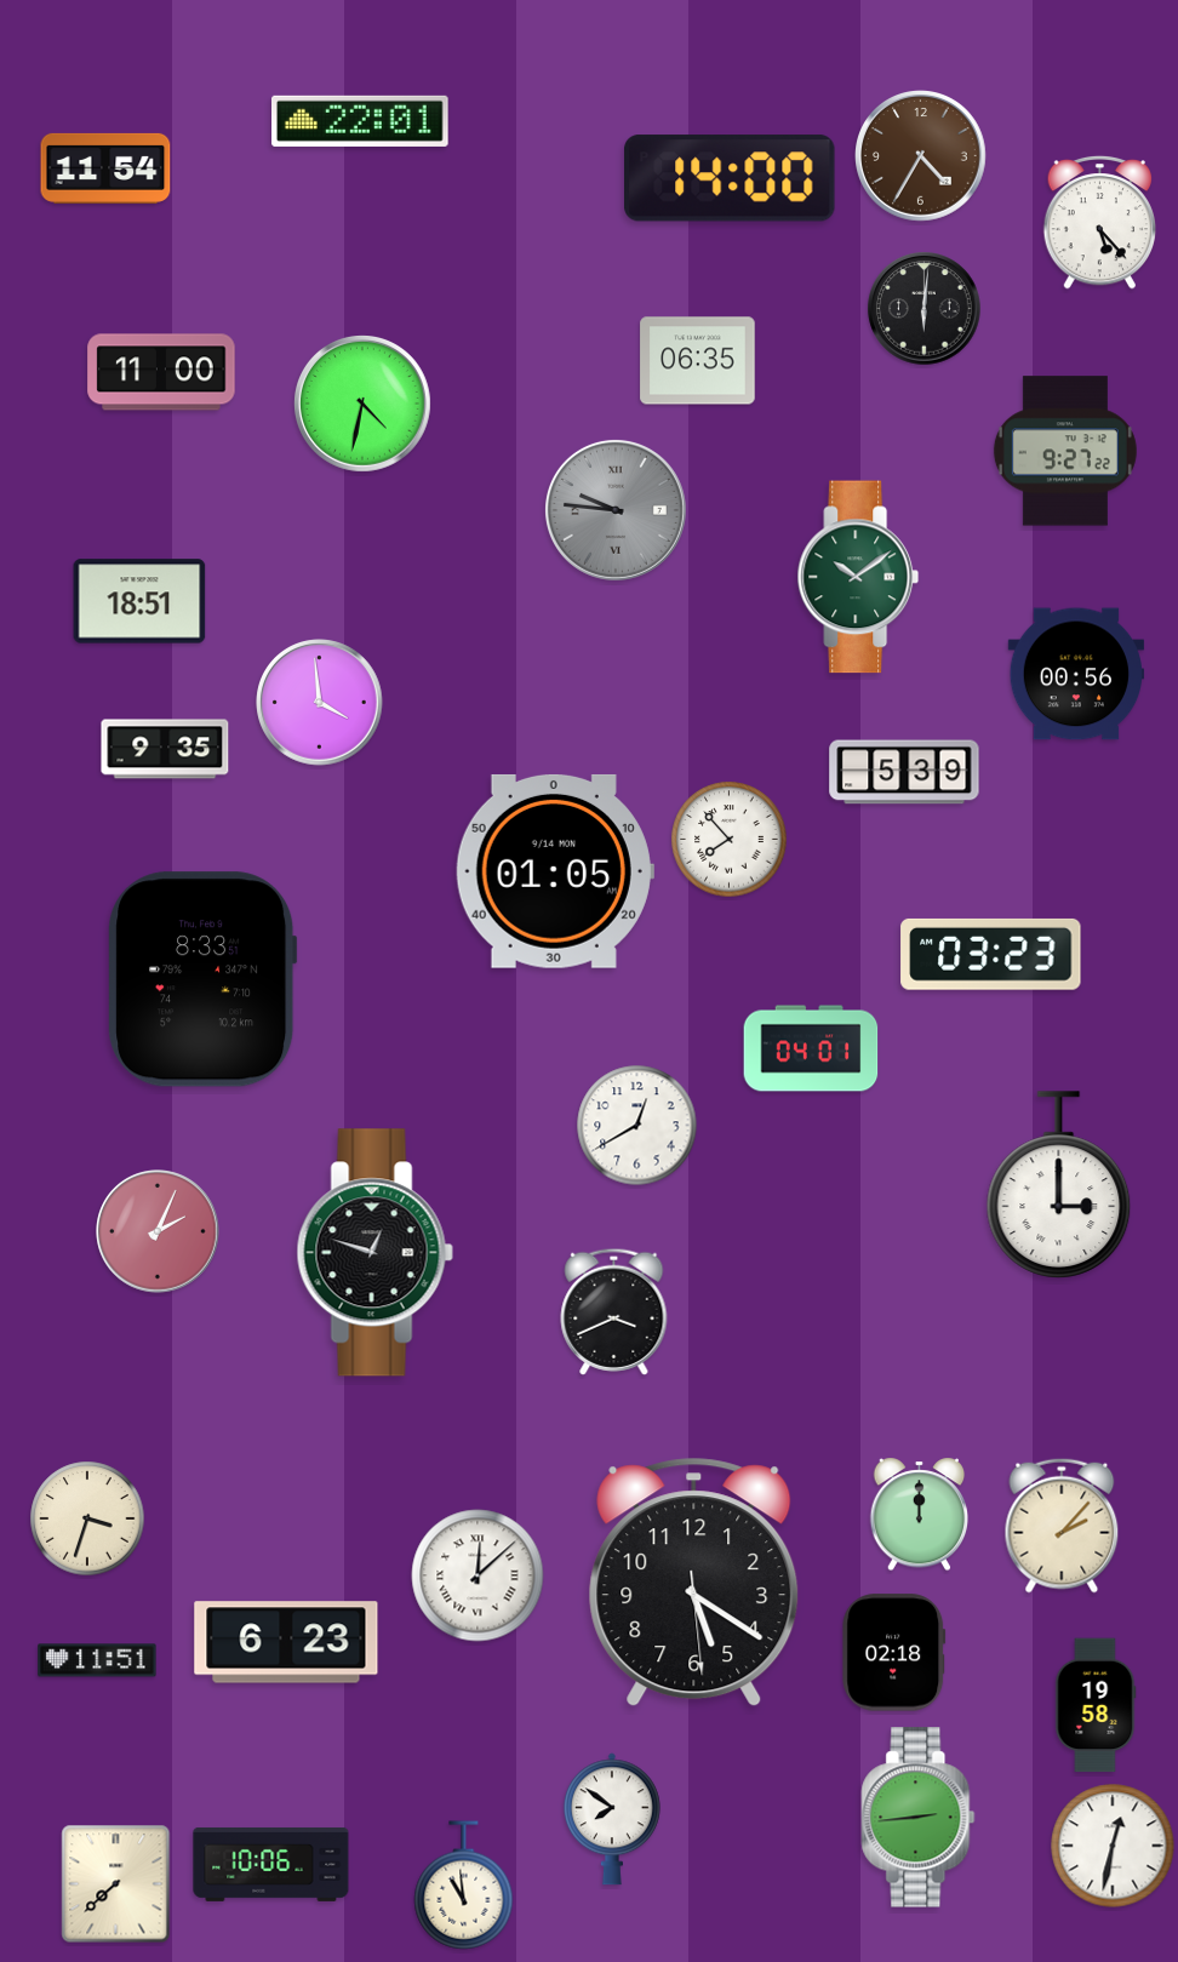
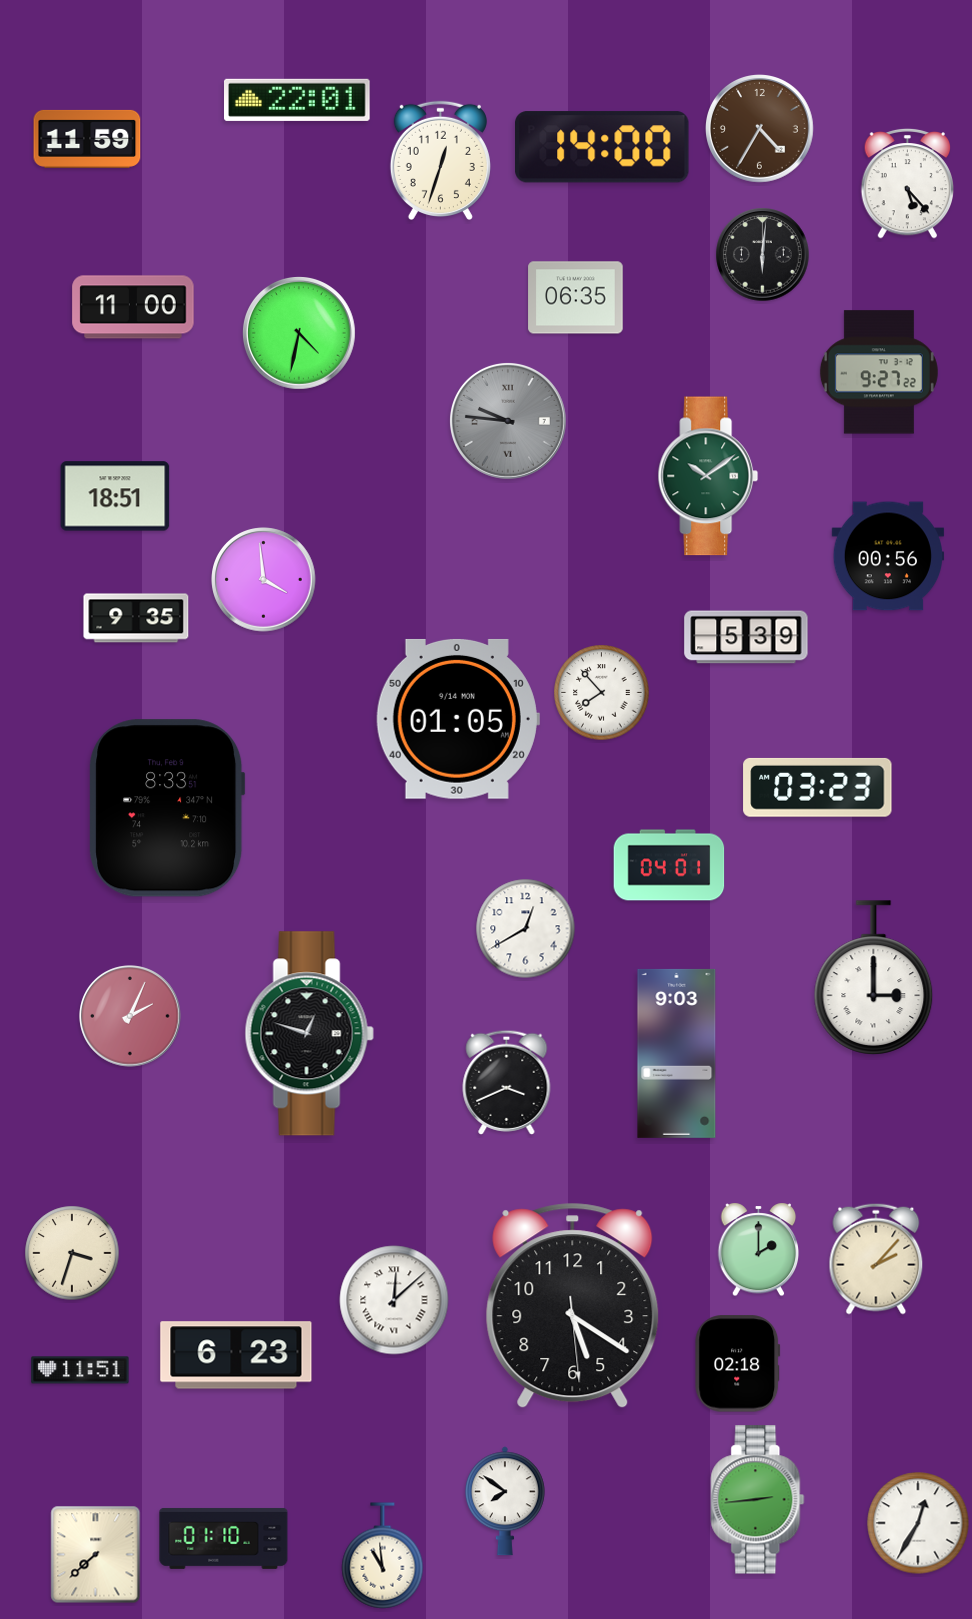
clock at (105, 168): 11:54 -> 11:59
clock at (440, 160): none -> 12:33
clock at (677, 1053): none -> 9:03
clock at (920, 1515): 12:00 -> 2:00
clock at (1096, 1705): 19:58 -> none
clock at (1113, 1846): 12:32 -> 12:35
clock at (271, 1864): 10:06 -> 01:10
